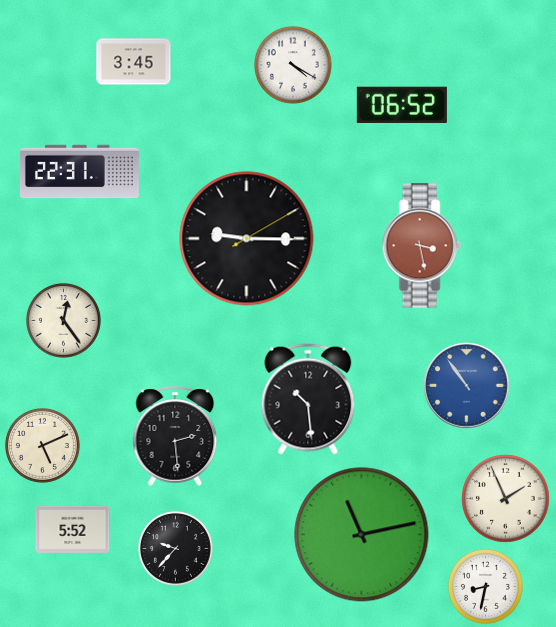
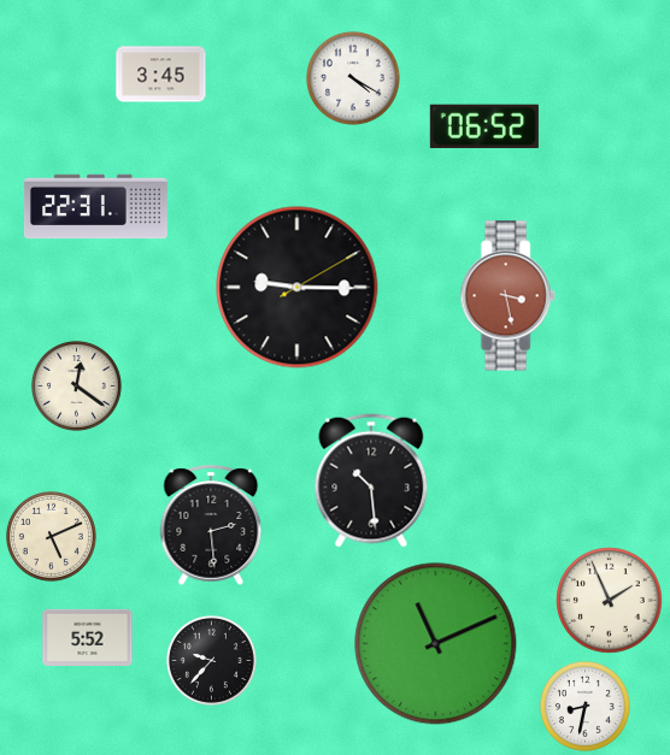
clock at (63, 320): 12:24 -> 12:21
clock at (467, 386): 10:54 -> none
clock at (362, 535): 11:13 -> 11:11
